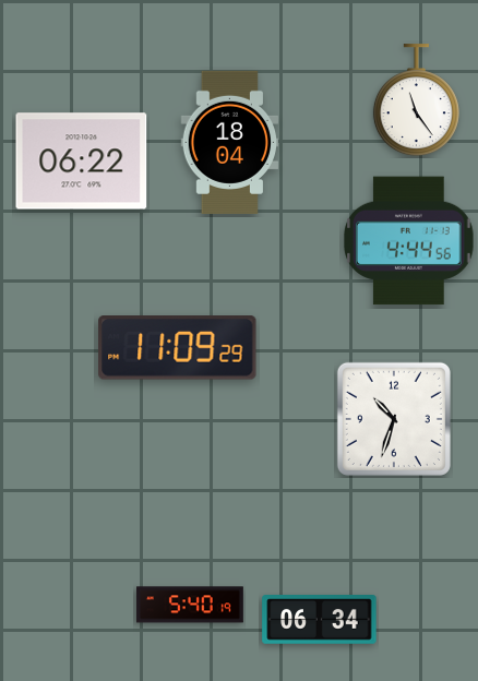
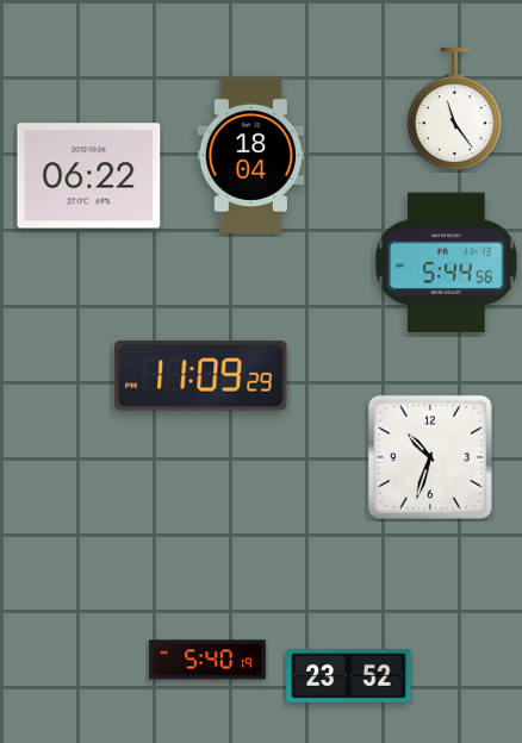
clock at (409, 241): 4:44 -> 5:44
clock at (178, 348) position: (178, 348) -> (201, 376)
clock at (320, 620): 06:34 -> 23:52
